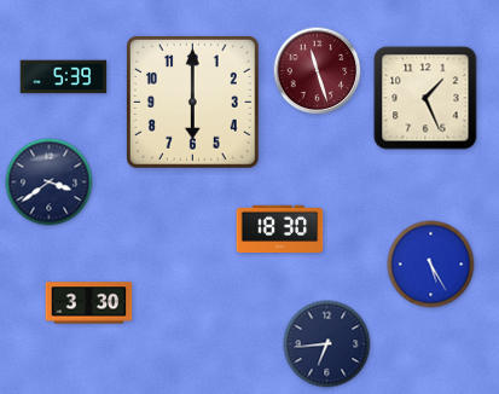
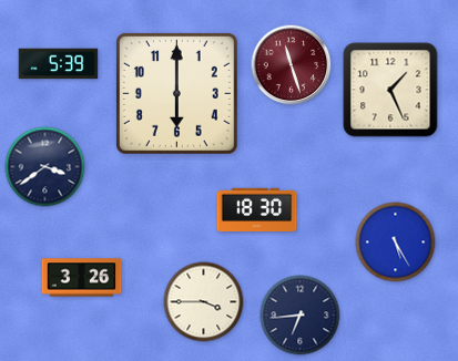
clock at (64, 77) position: (64, 77) -> (59, 64)
clock at (89, 303): 3:30 -> 3:26
clock at (204, 302): none -> 3:45
